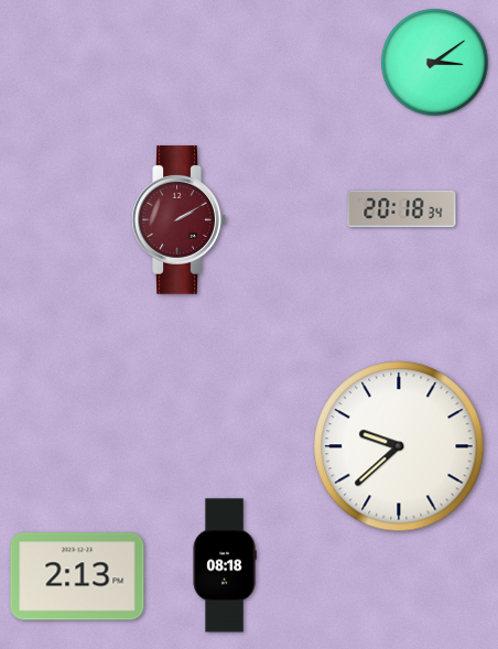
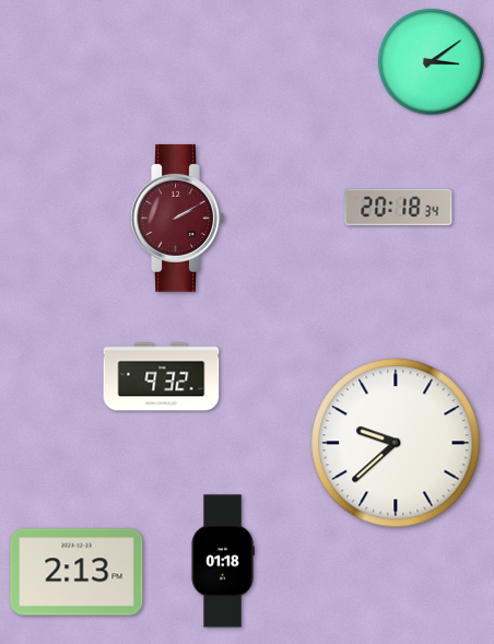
clock at (162, 377): none -> 9:32
clock at (225, 565): 08:18 -> 01:18
